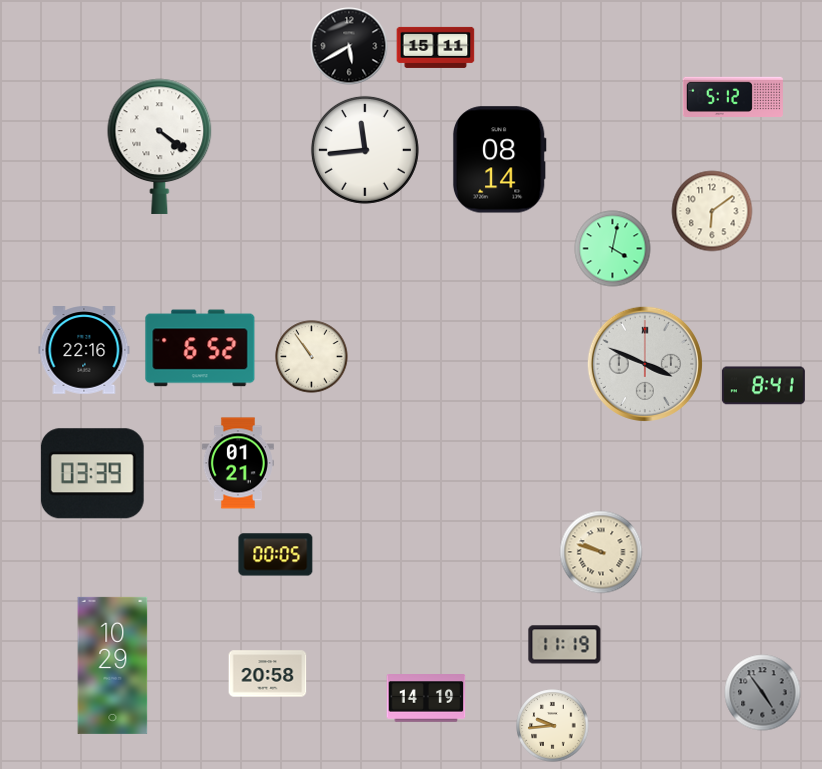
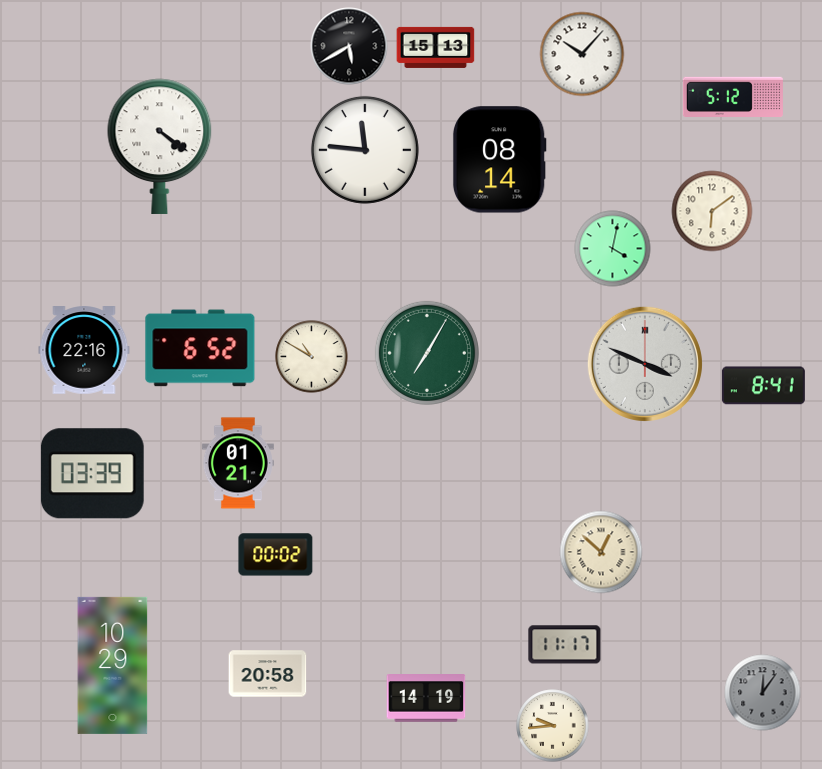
clock at (436, 47): 15:11 -> 15:13
clock at (582, 54): none -> 10:07
clock at (365, 150): 11:44 -> 11:46
clock at (427, 353): none -> 7:05
clock at (312, 357): 10:54 -> 10:50
clock at (601, 552): 9:48 -> 12:52
clock at (276, 555): 00:05 -> 00:02
clock at (565, 645): 11:19 -> 11:17
clock at (763, 693): 4:54 -> 12:06
